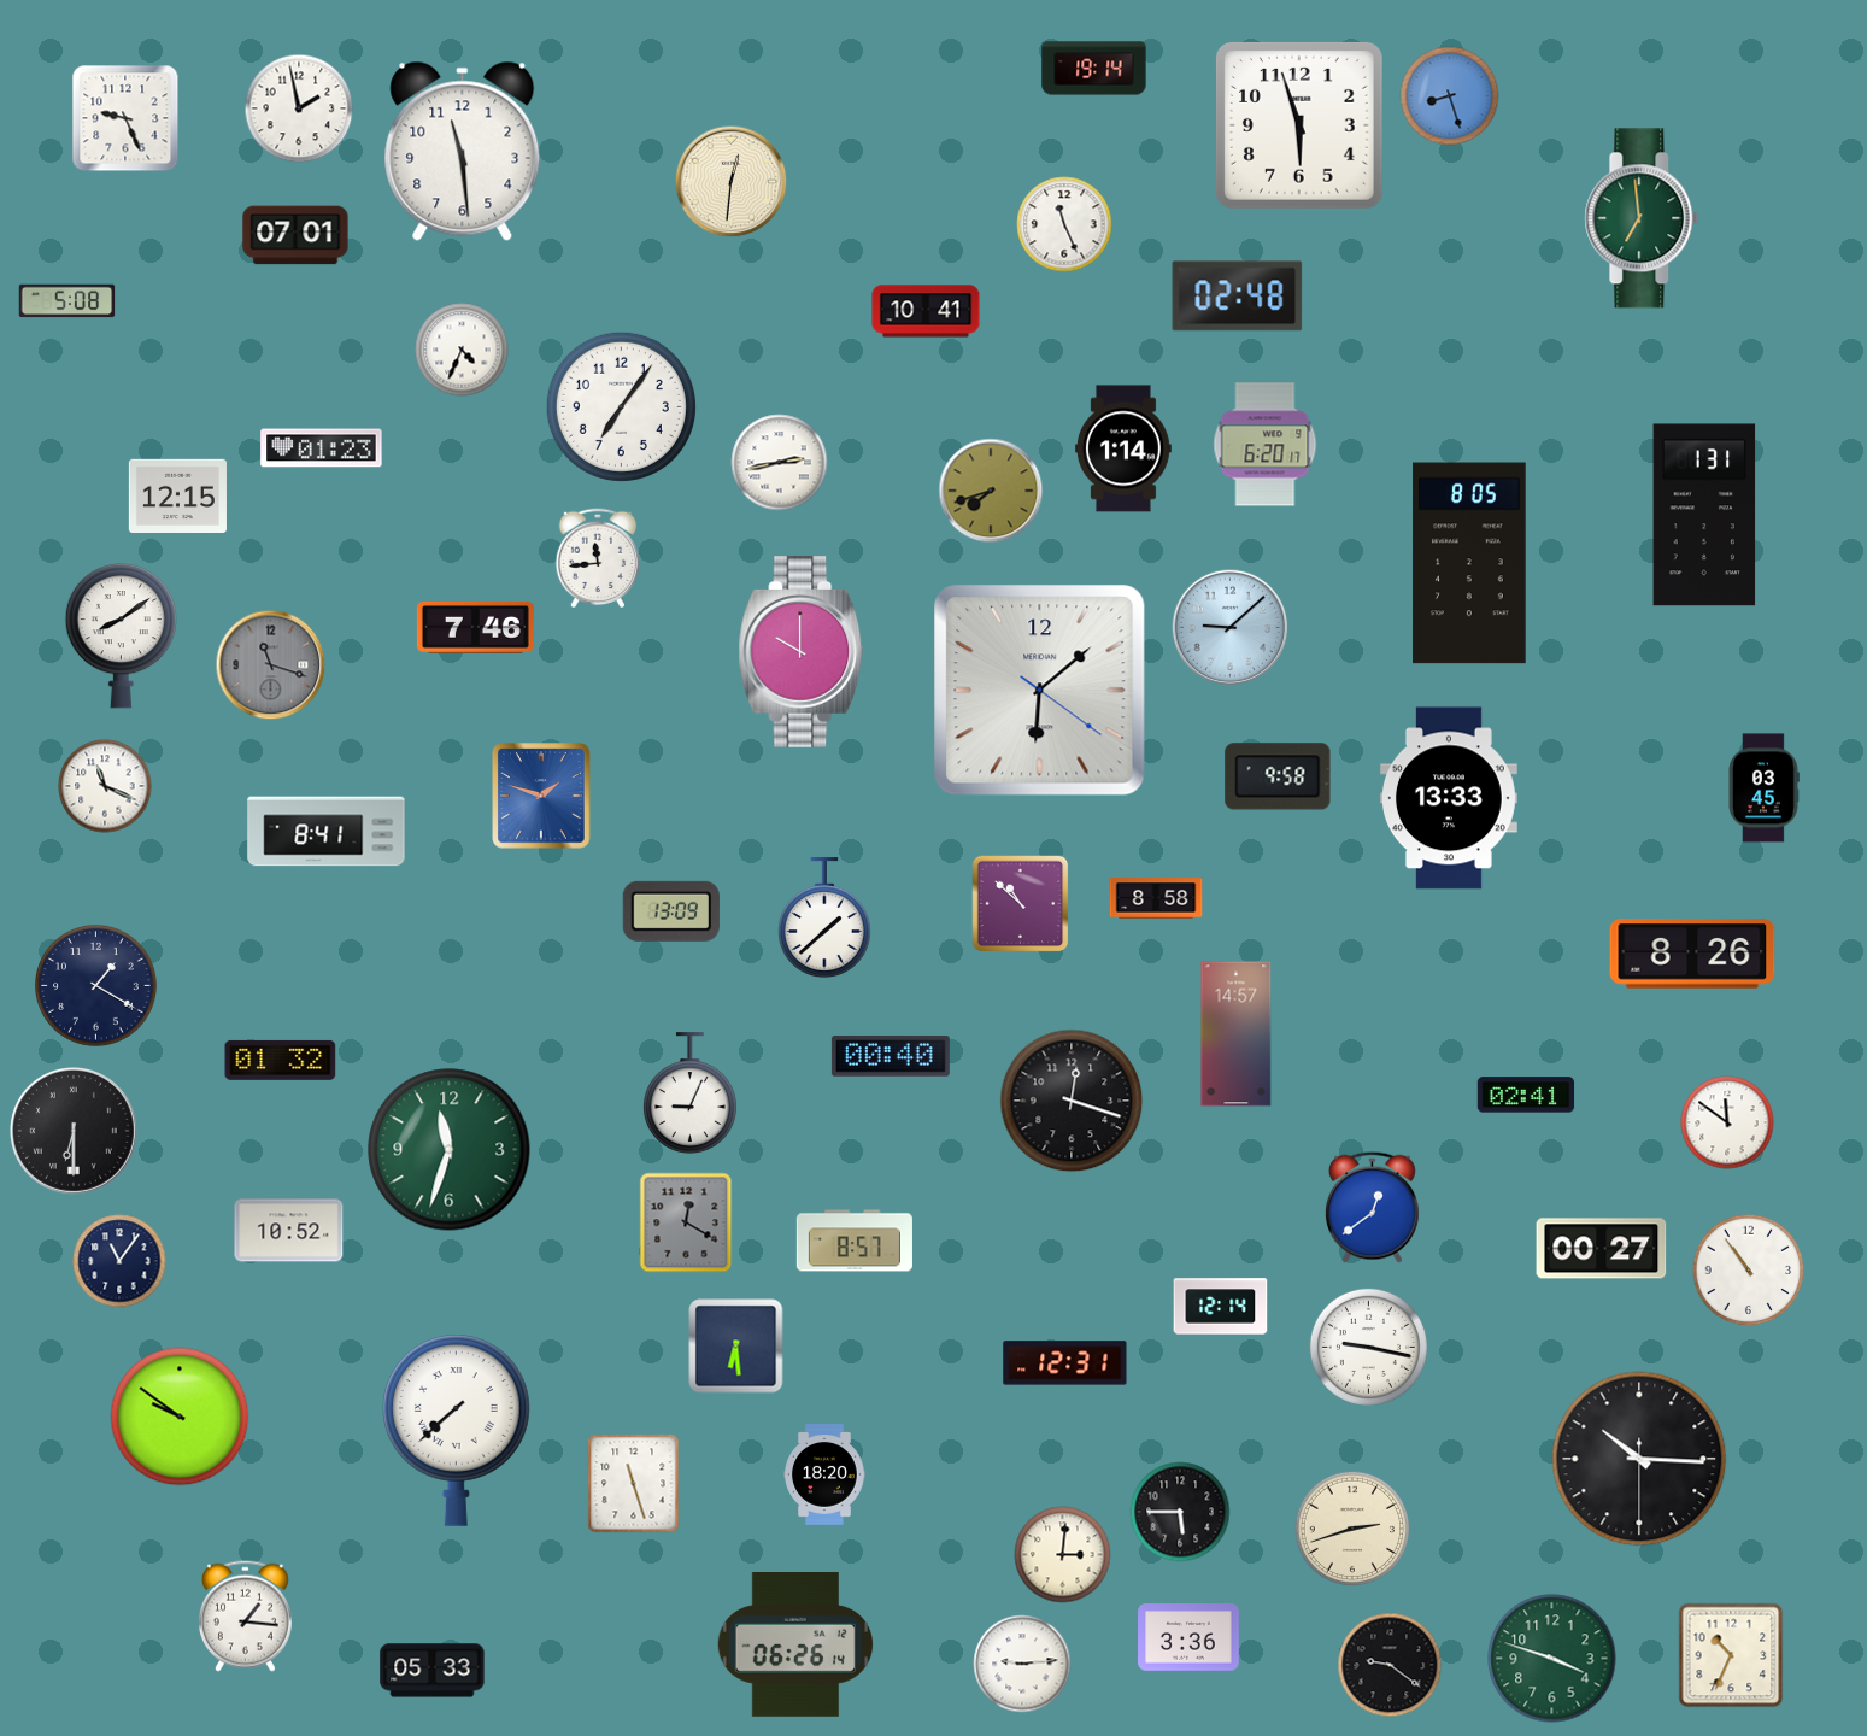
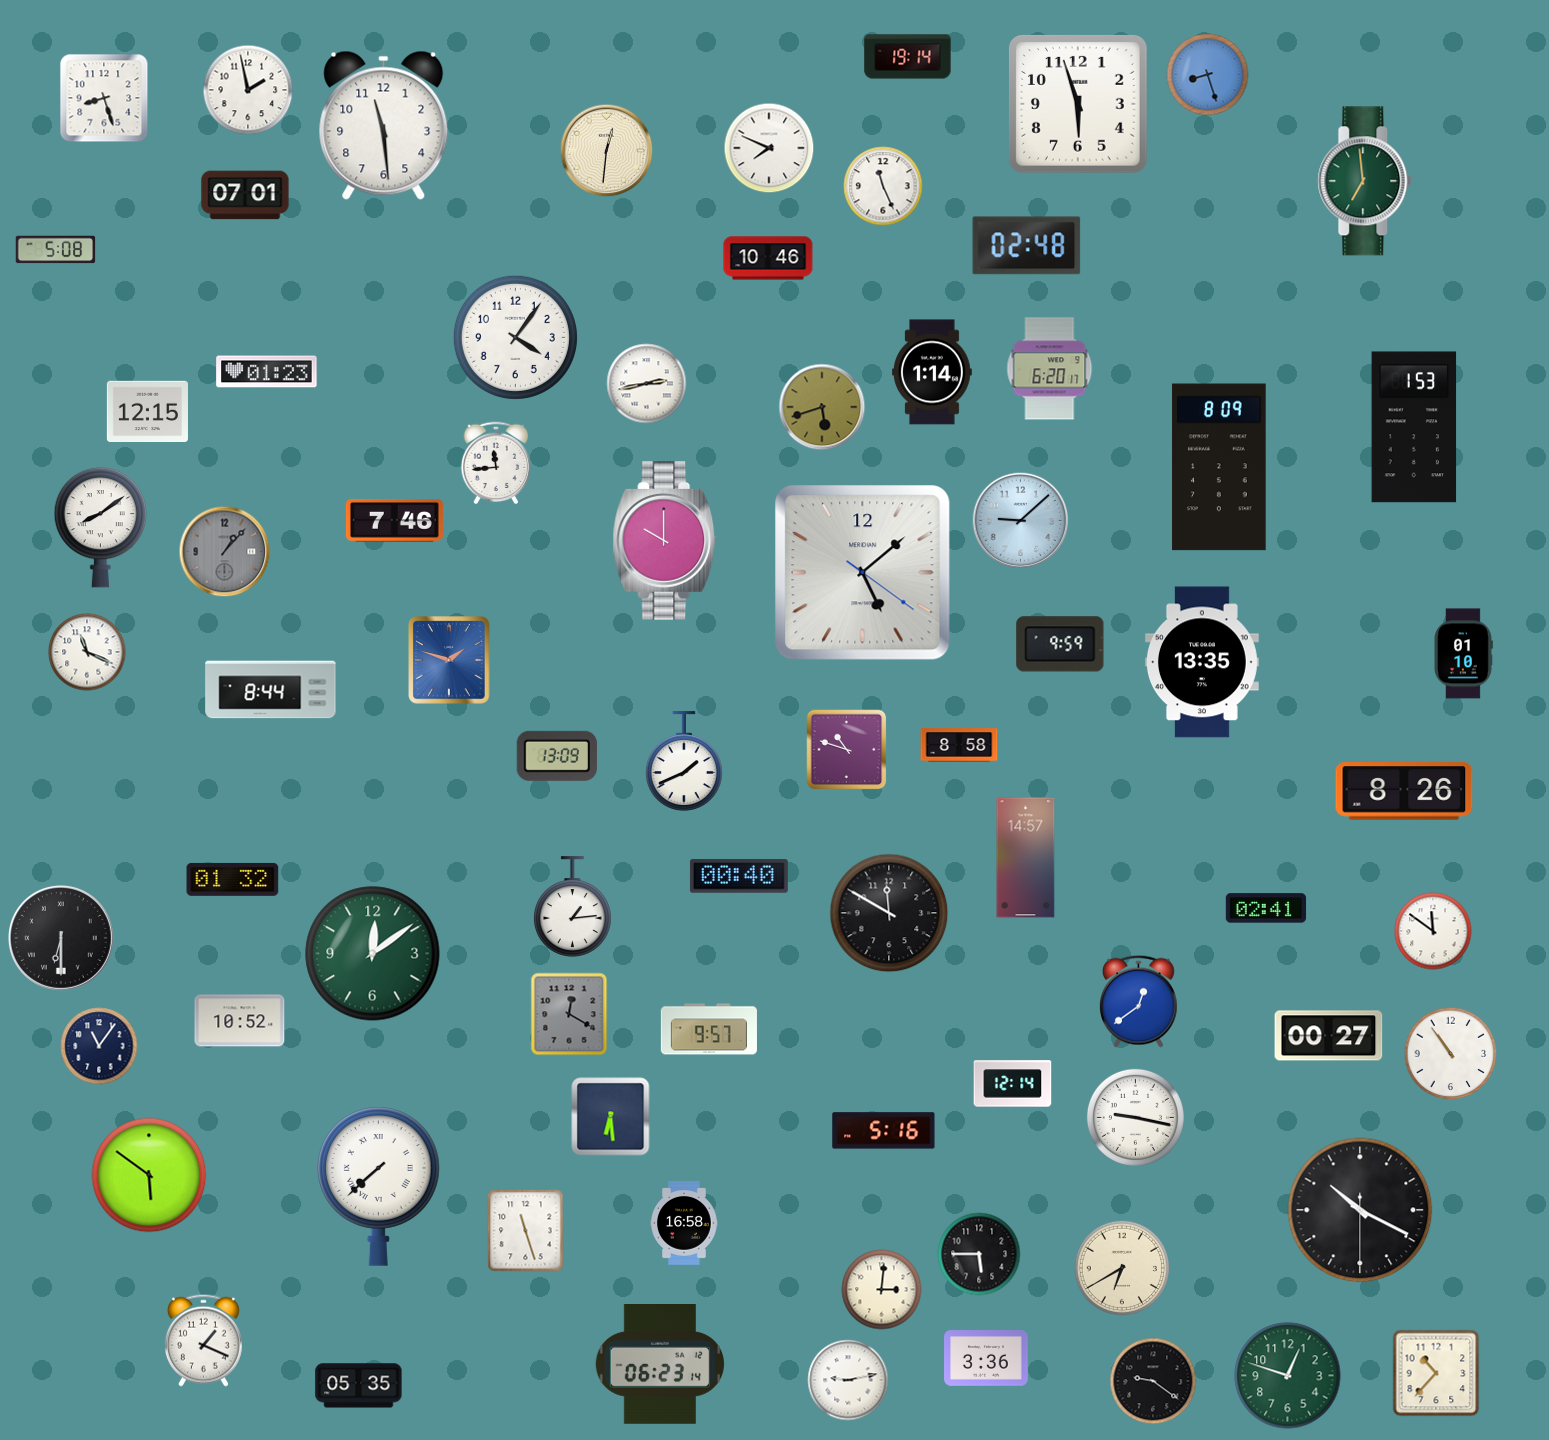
clock at (1450, 96) position: (1450, 96) -> (1208, 75)
clock at (125, 118): 9:26 -> 8:27
clock at (769, 148): none -> 7:49
clock at (1642, 218) position: (1642, 218) -> (1365, 181)
clock at (926, 311): 10:41 -> 10:46
clock at (462, 350): 4:34 -> none
clock at (621, 406): 7:06 -> 4:06
clock at (991, 491): 7:42 -> 5:42
clock at (1704, 515): 1:31 -> 1:53
clock at (1469, 563): 8:05 -> 8:09
clock at (271, 665): 11:18 -> 1:07
clock at (1040, 691): 6:08 -> 5:08
clock at (1278, 776): 9:58 -> 9:59
clock at (1763, 788): 03:45 -> 01:10
clock at (1449, 798): 13:33 -> 13:35
clock at (327, 832): 8:41 -> 8:44
clock at (1021, 904): 10:52 -> 10:48
clock at (824, 917): 1:38 -> 1:41
clock at (96, 986): 1:20 -> none
clock at (689, 1093): 9:04 -> 1:14
clock at (1072, 1101): 12:18 -> 11:50
clock at (450, 1150): 11:33 -> 12:09
clock at (855, 1241): 8:57 -> 9:57
clock at (1065, 1363): 12:31 -> 5:16
clock at (180, 1417): 9:51 -> 5:51
clock at (1639, 1459): 10:15 -> 10:19
clock at (824, 1474): 18:20 -> 16:58
clock at (1351, 1527): 2:42 -> 6:40
clock at (245, 1615): 1:16 -> 1:19
clock at (794, 1646): 06:26 -> 06:23
clock at (1731, 1655): 10:34 -> 10:37
clock at (1552, 1659): 3:48 -> 12:48
clock at (1022, 1664): 9:14 -> 9:13
clock at (433, 1671): 05:33 -> 05:35
